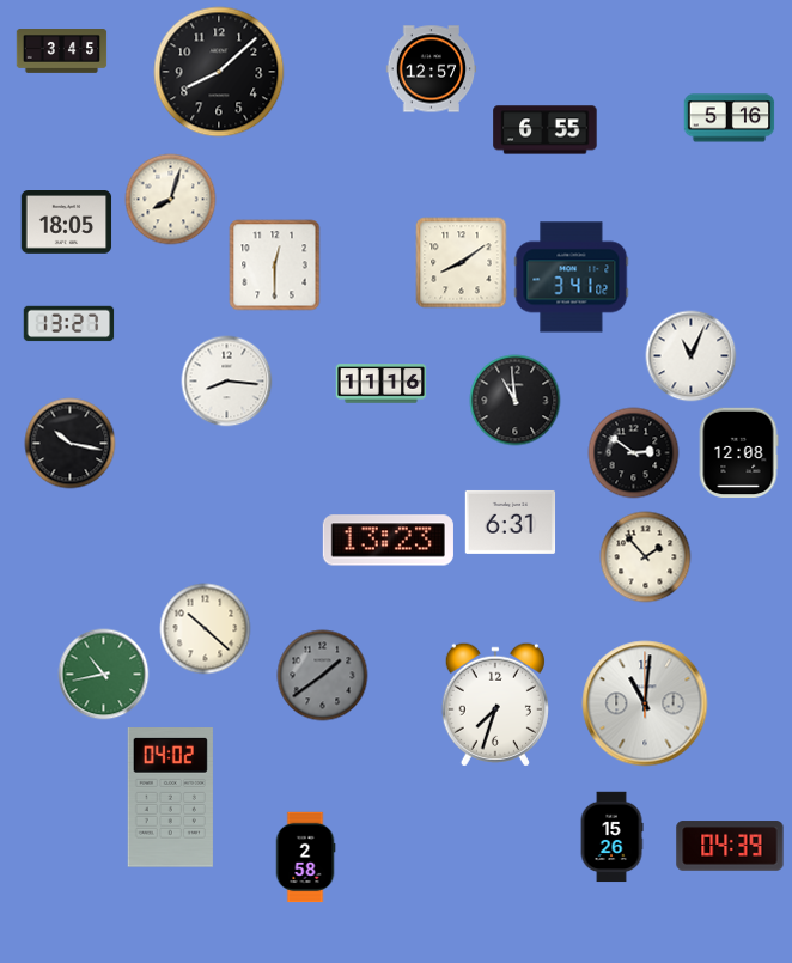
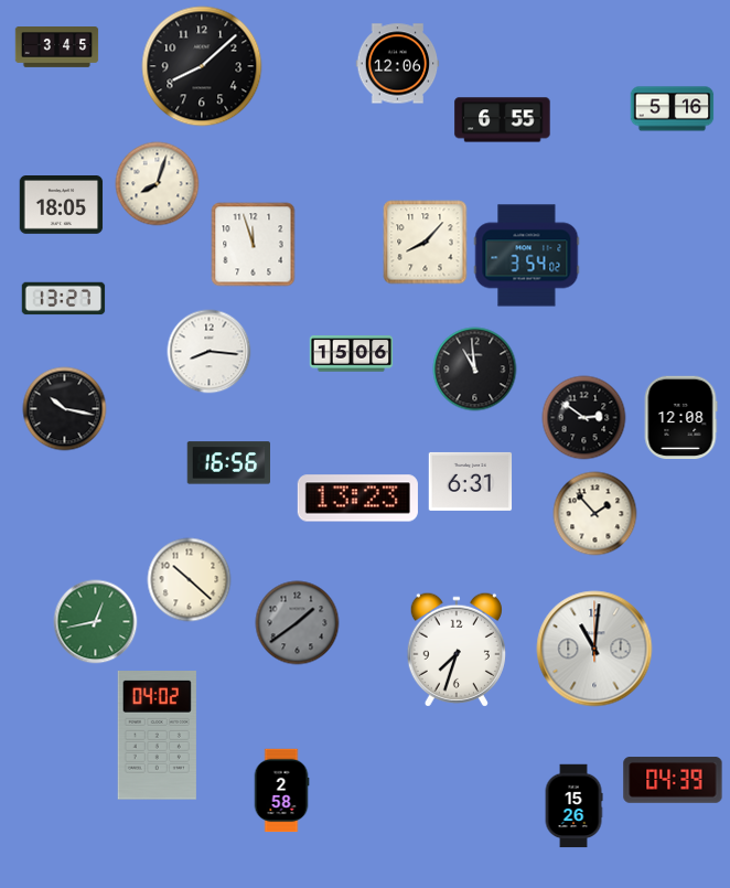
clock at (432, 69): 12:57 -> 12:06
clock at (462, 263): 8:09 -> 8:07
clock at (275, 266): 12:30 -> 11:57
clock at (572, 278): 3:41 -> 3:54
clock at (692, 356): 11:04 -> none
clock at (382, 384): 11:16 -> 15:06
clock at (228, 463): none -> 16:56
clock at (104, 675): 10:43 -> 12:43
clock at (611, 837) position: (611, 837) -> (573, 806)
